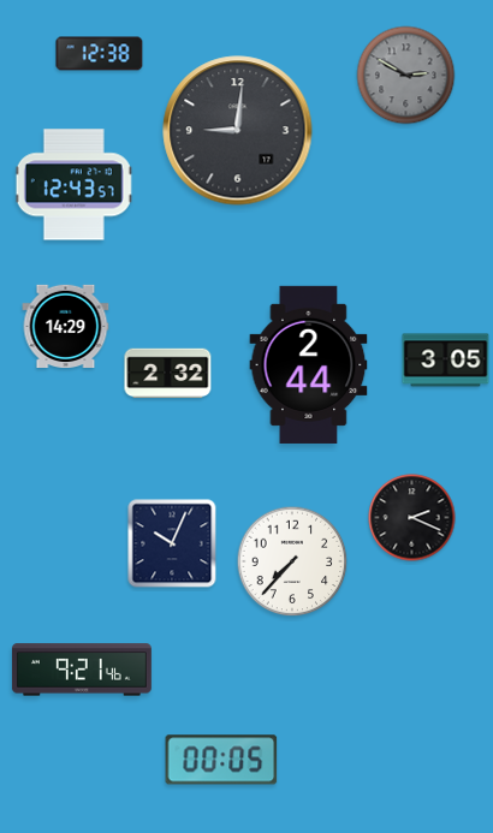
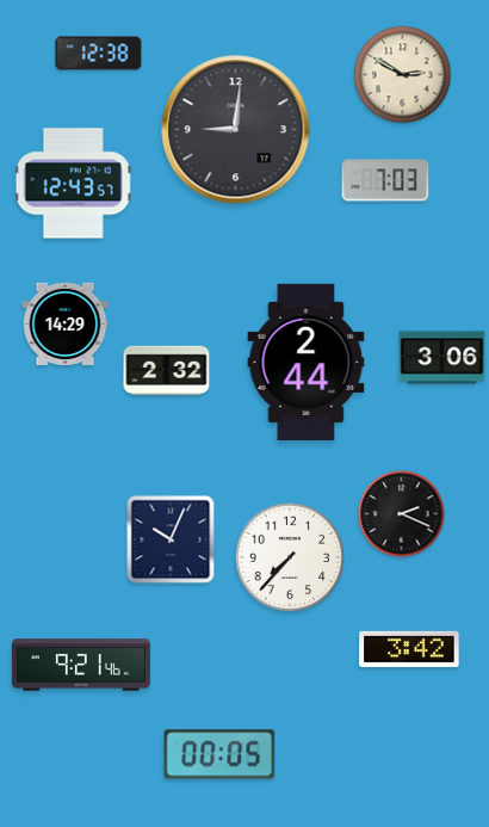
clock at (406, 76) dial: grey -> cream
clock at (385, 180): none -> 7:03
clock at (446, 361): 3:05 -> 3:06
clock at (412, 518) position: (412, 518) -> (402, 514)
clock at (409, 649): none -> 3:42
